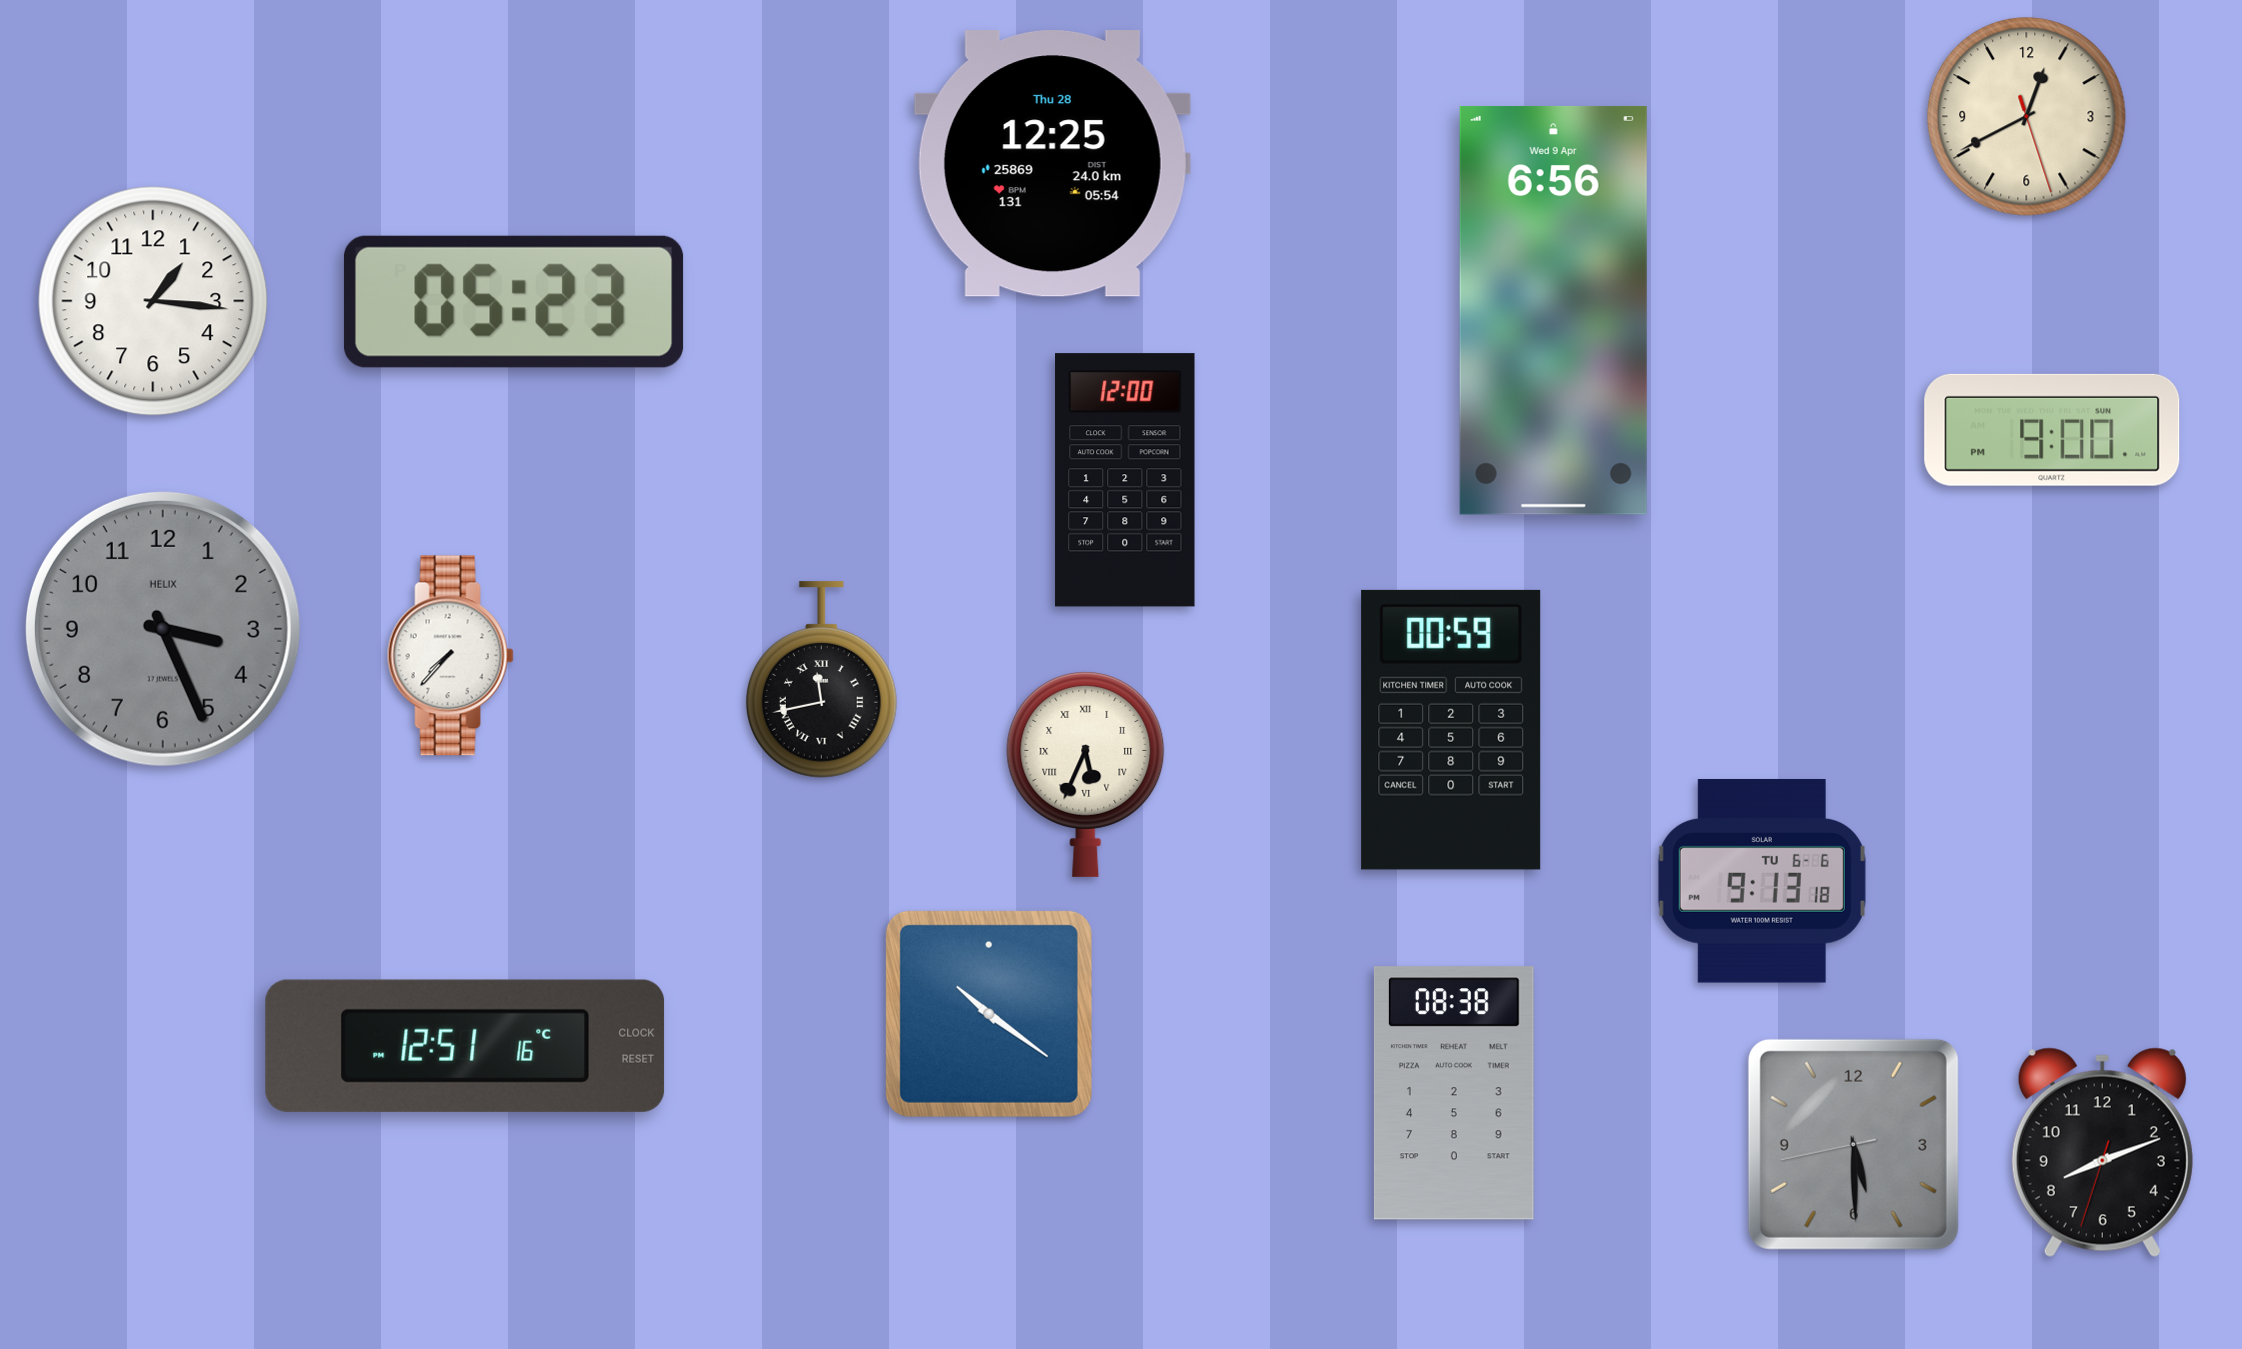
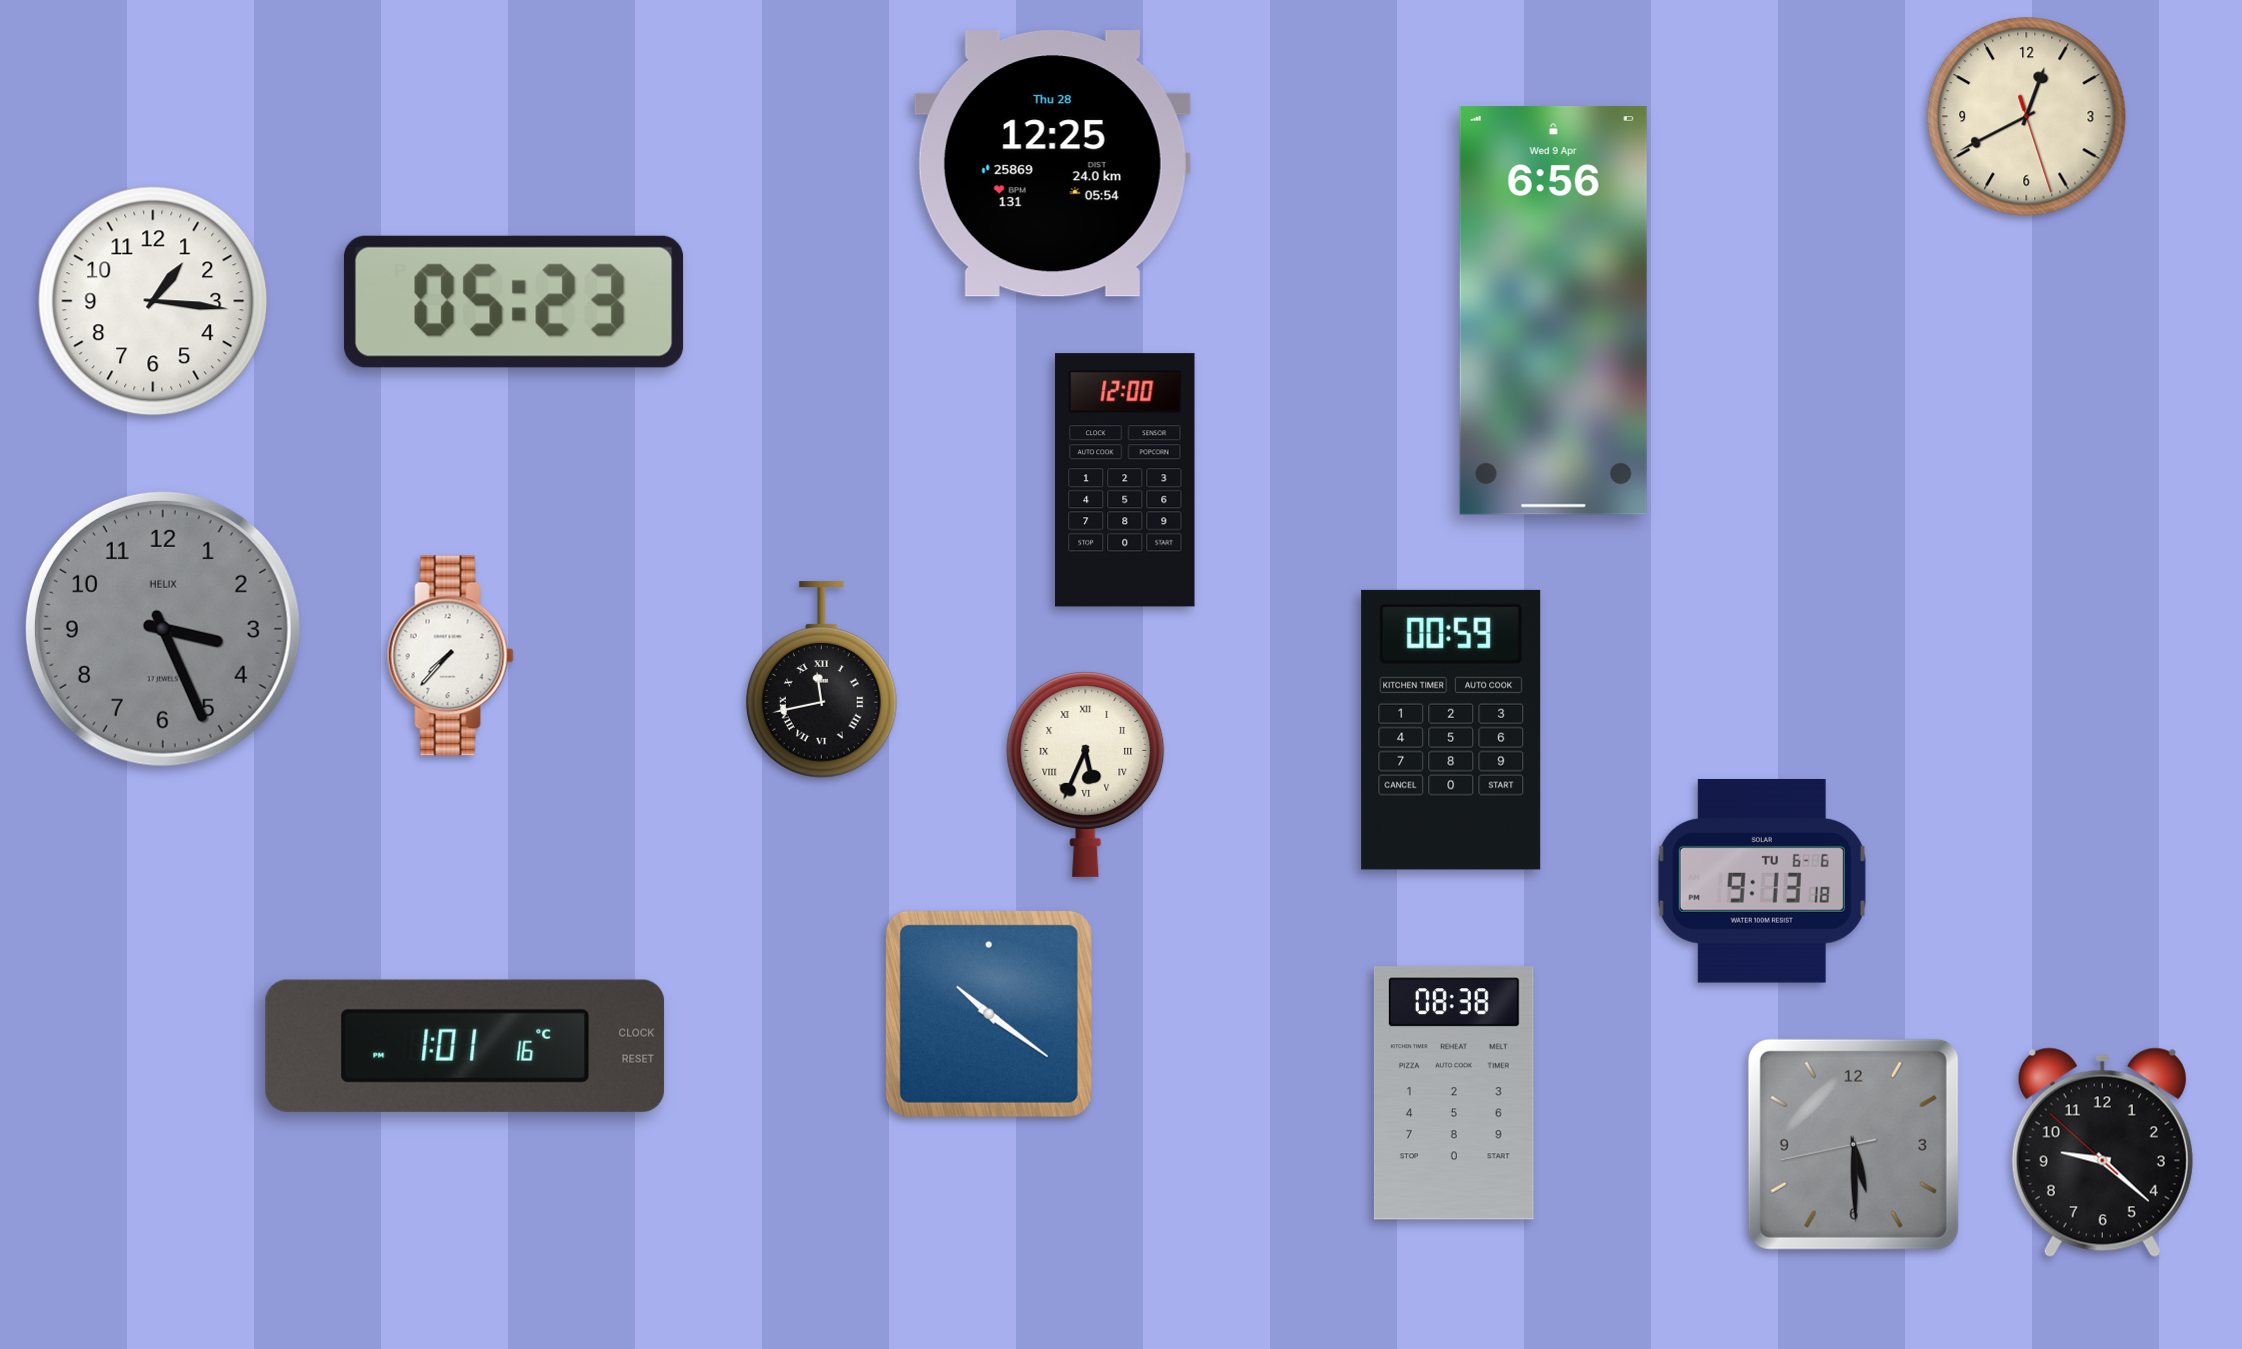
clock at (2052, 430): 9:00 -> none
clock at (465, 1046): 12:51 -> 1:01
clock at (2102, 1153): 8:11 -> 9:21
